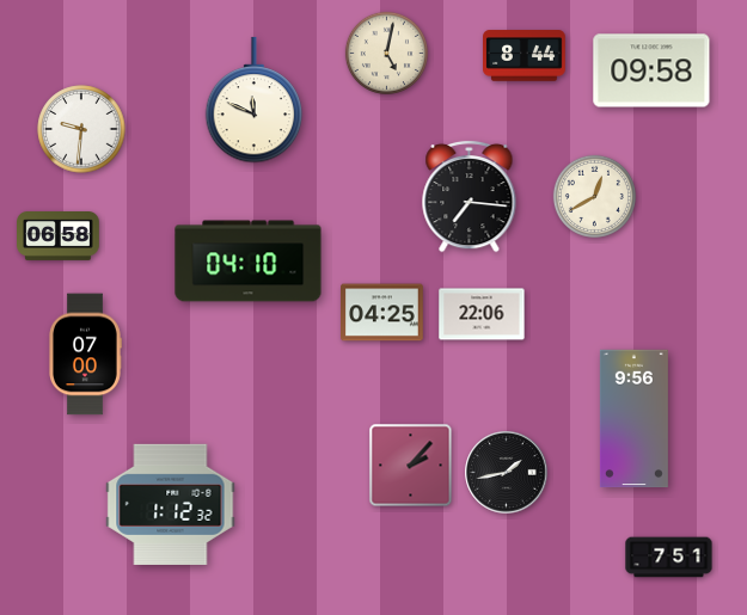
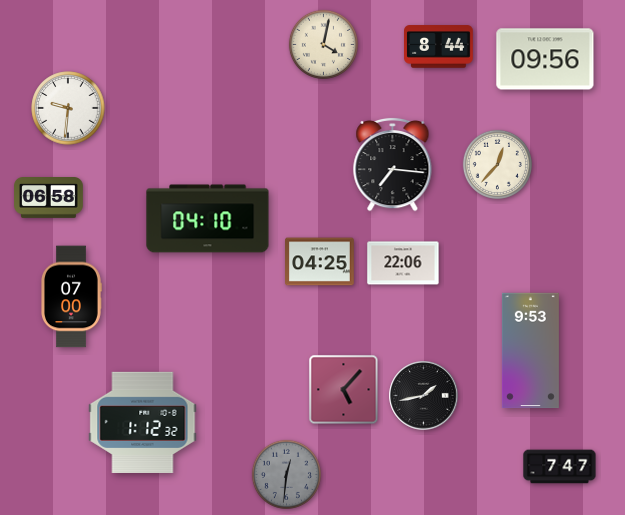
clock at (386, 53): 5:02 -> 4:02
clock at (651, 70): 09:58 -> 09:56
clock at (255, 100): 11:49 -> none
clock at (594, 196): 12:40 -> 12:37
clock at (633, 419): 9:56 -> 9:53
clock at (411, 466): 2:07 -> 5:07
clock at (669, 558): 7:51 -> 7:47
clock at (286, 474): none -> 12:31
